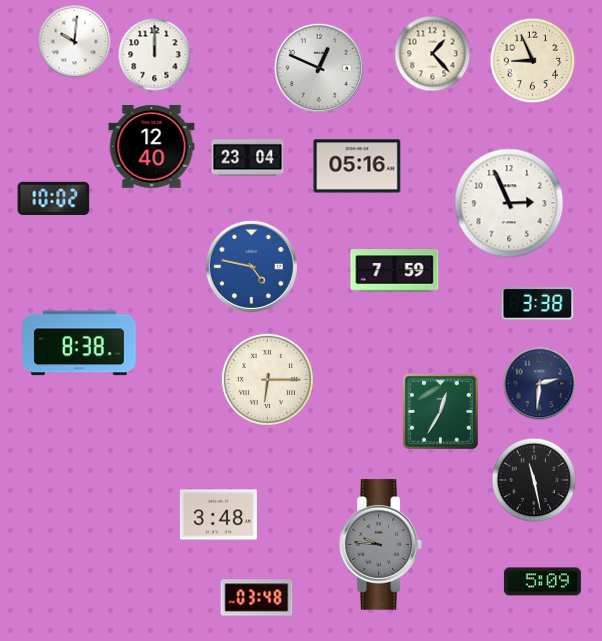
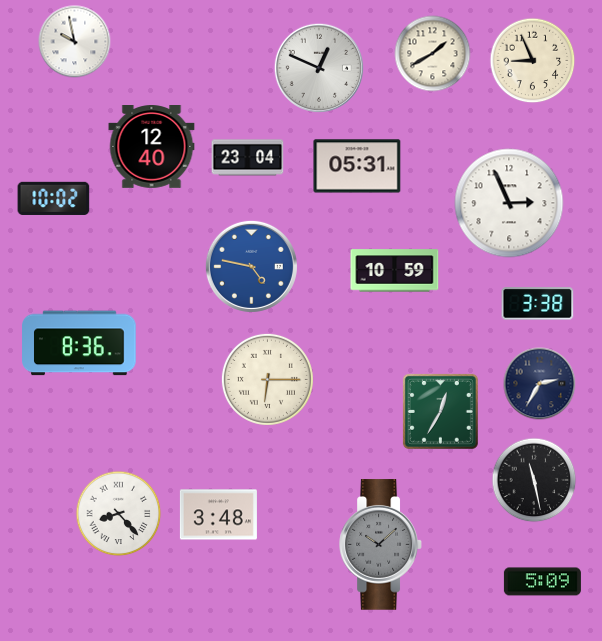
clock at (75, 42): 10:01 -> 9:58
clock at (433, 54): 1:23 -> 1:40
clock at (155, 55): 12:00 -> none
clock at (357, 166): 05:16 -> 05:31
clock at (395, 271): 7:59 -> 10:59
clock at (79, 343): 8:38 -> 8:36
clock at (540, 384): 2:31 -> 2:35
clock at (119, 514): none -> 8:23
clock at (381, 545): 9:46 -> 10:08
clock at (257, 598): 03:48 -> none
